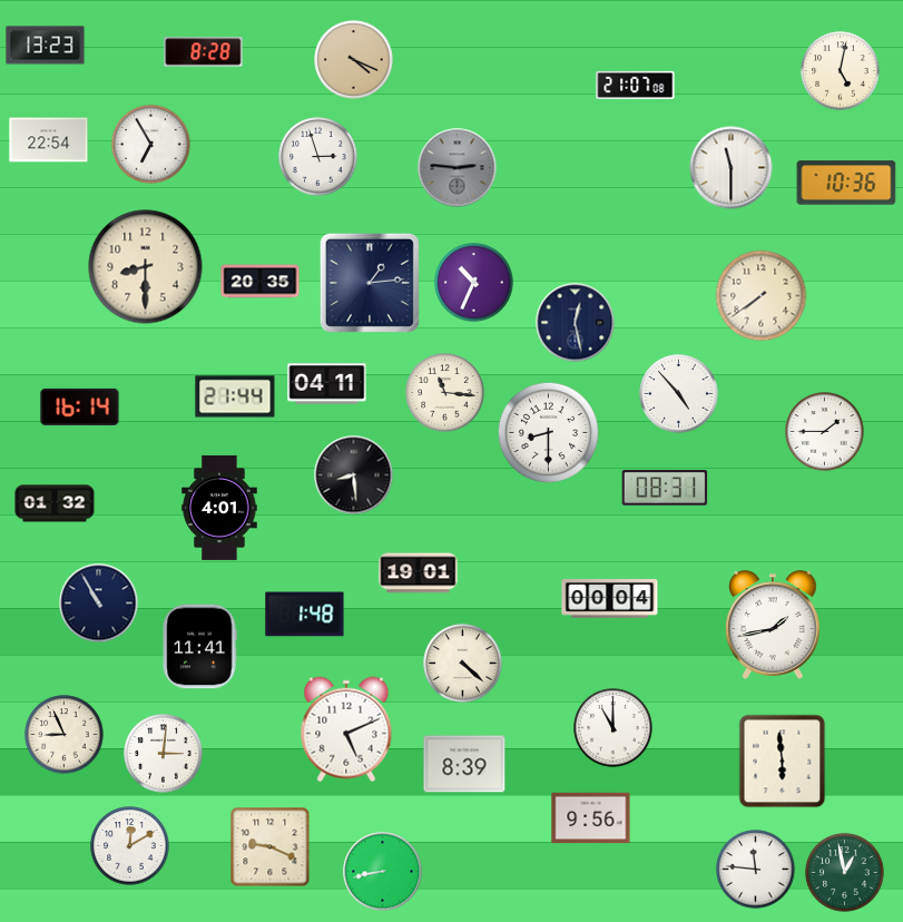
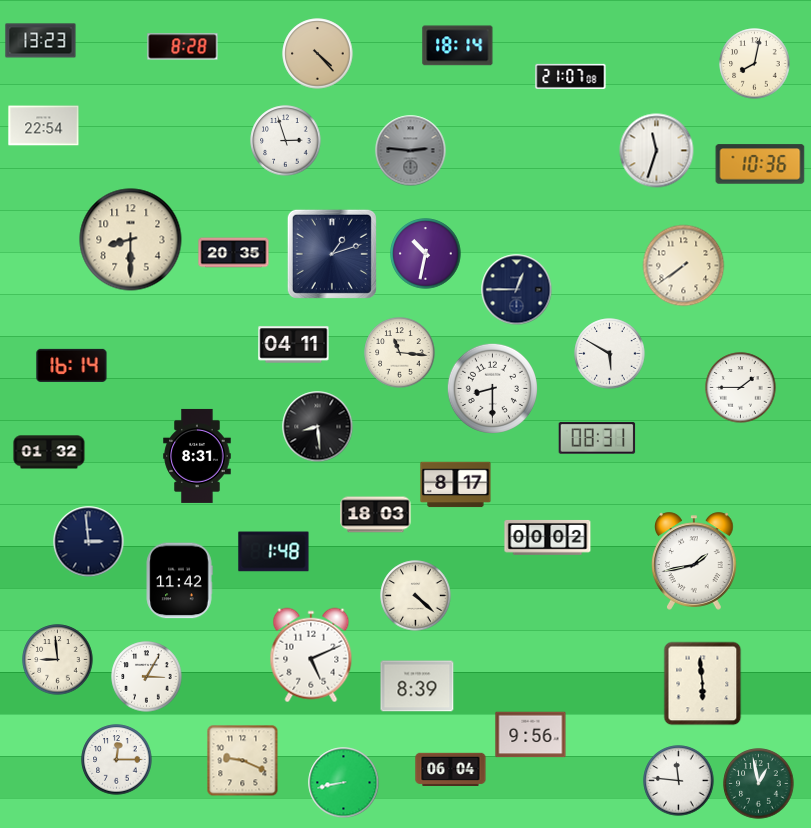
clock at (458, 46): none -> 18:14
clock at (354, 60): 4:19 -> 4:23
clock at (841, 71): 5:02 -> 8:02
clock at (151, 145): 6:55 -> none
clock at (732, 168): 11:30 -> 11:33
clock at (370, 283): 1:14 -> 1:12
clock at (474, 283): 10:34 -> 10:32
clock at (576, 323): 12:28 -> 12:45
clock at (679, 394): 4:53 -> 5:50
clock at (235, 396): 21:44 -> none
clock at (219, 508): 4:01 -> 8:31
clock at (456, 485): none -> 8:17
clock at (419, 573): 19:01 -> 18:03
clock at (610, 598): 00:04 -> 00:02
clock at (99, 604): 10:55 -> 2:59
clock at (199, 647): 11:41 -> 11:42
clock at (614, 728): 11:00 -> none
clock at (65, 735): 8:56 -> 8:59
clock at (164, 754): 3:01 -> 3:05
clock at (130, 846): 12:10 -> 12:15
clock at (451, 769): none -> 06:04
